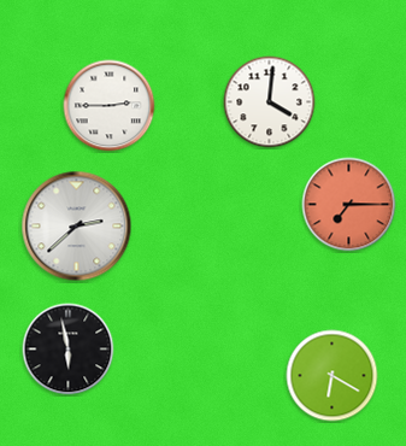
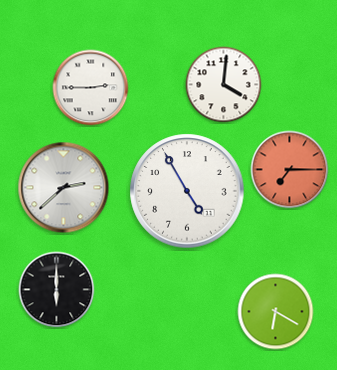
clock at (187, 191): none -> 4:55
clock at (69, 350): 5:58 -> 6:00
